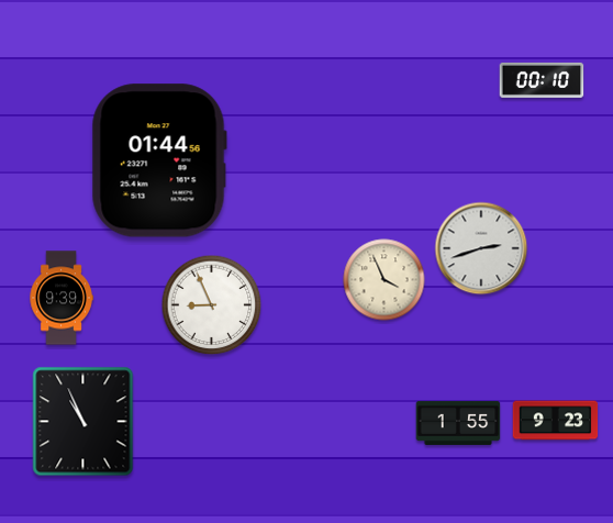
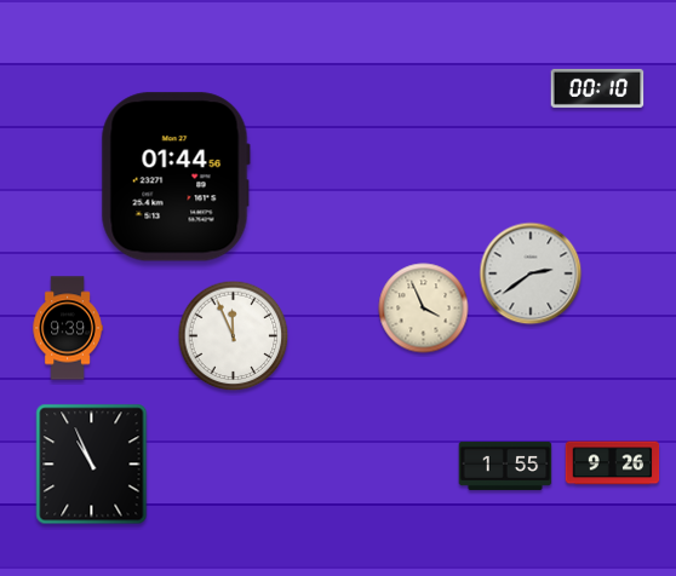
clock at (481, 248): 2:42 -> 2:39
clock at (212, 305): 8:56 -> 11:56
clock at (556, 421): 9:23 -> 9:26
